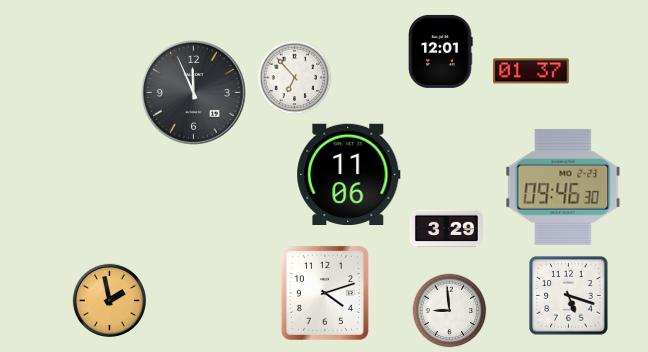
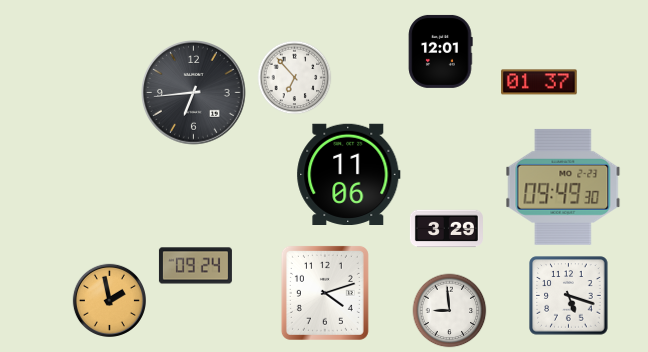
clock at (531, 71) position: (531, 71) -> (539, 82)
clock at (194, 93): 11:56 -> 6:44
clock at (563, 187): 09:46 -> 09:49
clock at (195, 266): none -> 09:24
